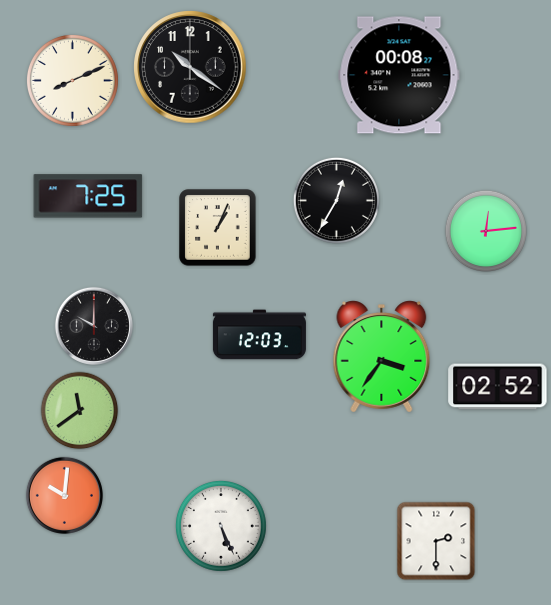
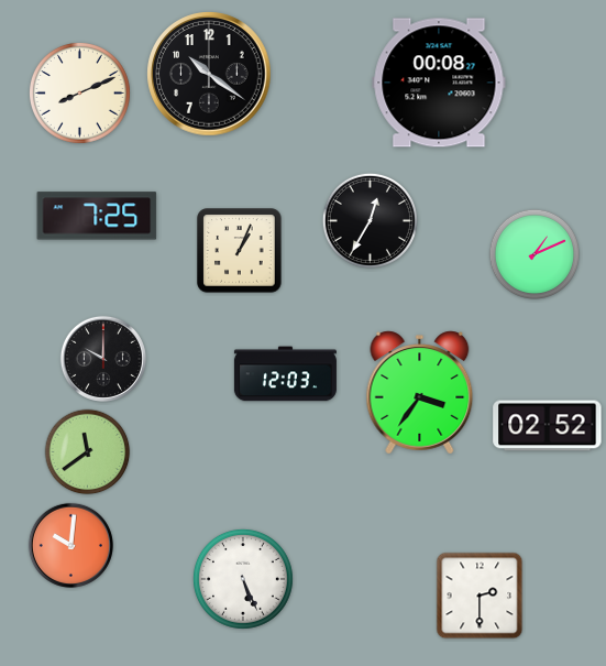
clock at (72, 80) position: (72, 80) -> (79, 92)
clock at (485, 230): 12:14 -> 1:11
clock at (259, 335) position: (259, 335) -> (285, 374)
